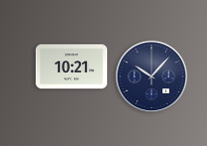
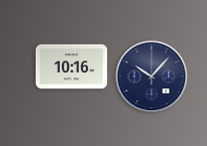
clock at (72, 67): 10:21 -> 10:16
